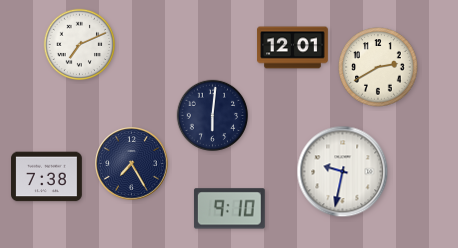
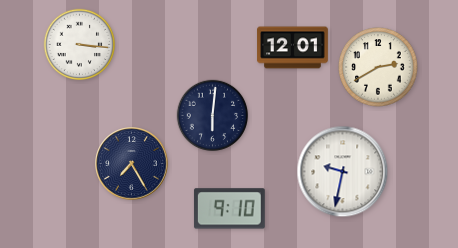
clock at (80, 45): 7:11 -> 3:16
clock at (47, 177): 7:38 -> none
